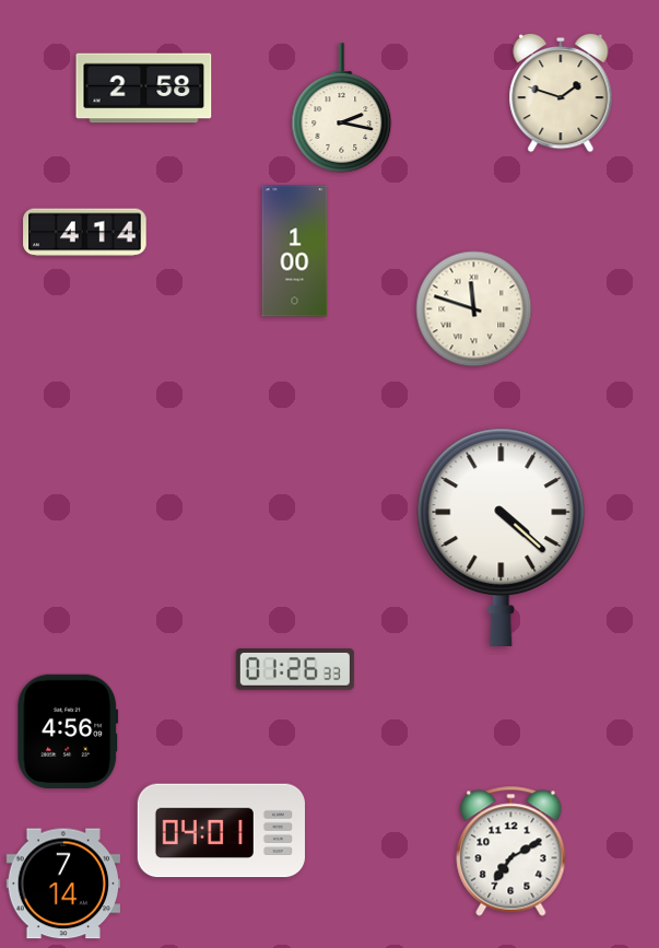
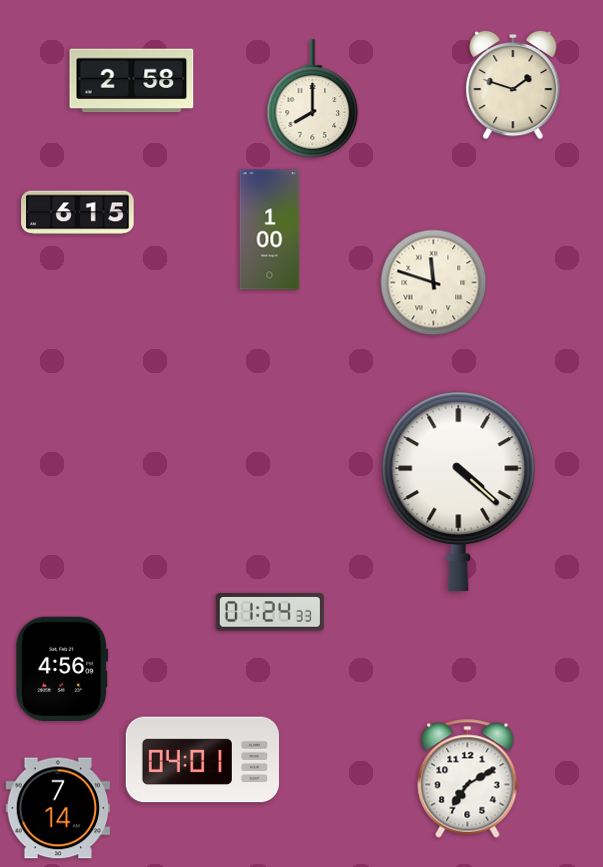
clock at (342, 108): 2:17 -> 8:00
clock at (85, 233): 4:14 -> 6:15
clock at (295, 670): 01:26 -> 01:24
